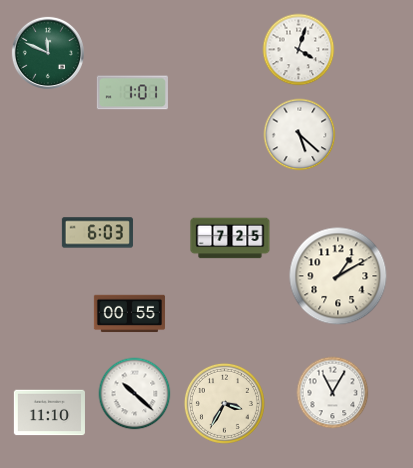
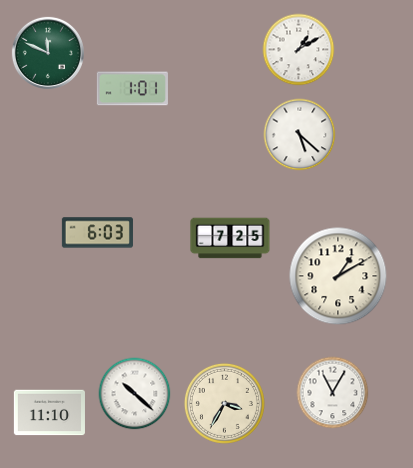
clock at (299, 50): 4:03 -> 1:10
clock at (132, 93) position: (132, 93) -> (132, 89)
clock at (129, 314): 00:55 -> none
